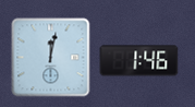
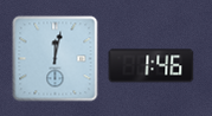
clock at (51, 58) position: (51, 58) -> (56, 59)
